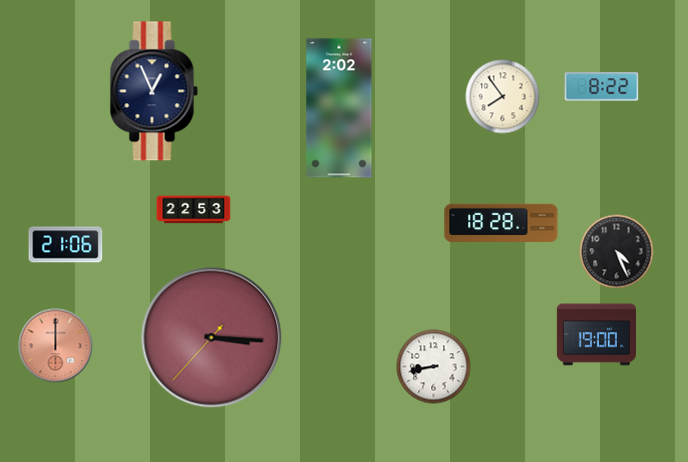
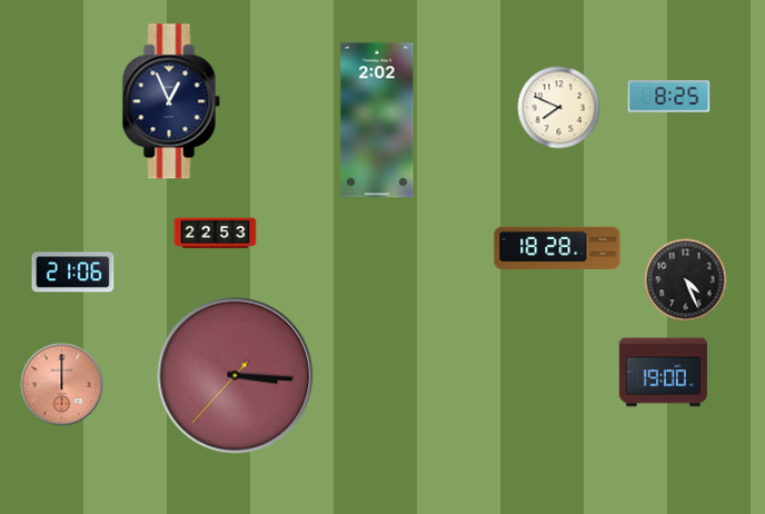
clock at (602, 87): 8:22 -> 8:25
clock at (503, 97): 7:54 -> 7:49
clock at (434, 367): 8:43 -> none
